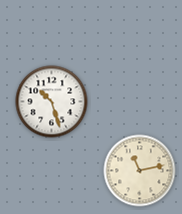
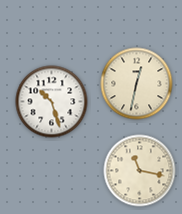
clock at (137, 84): none -> 12:32
clock at (140, 171): 11:13 -> 11:17
